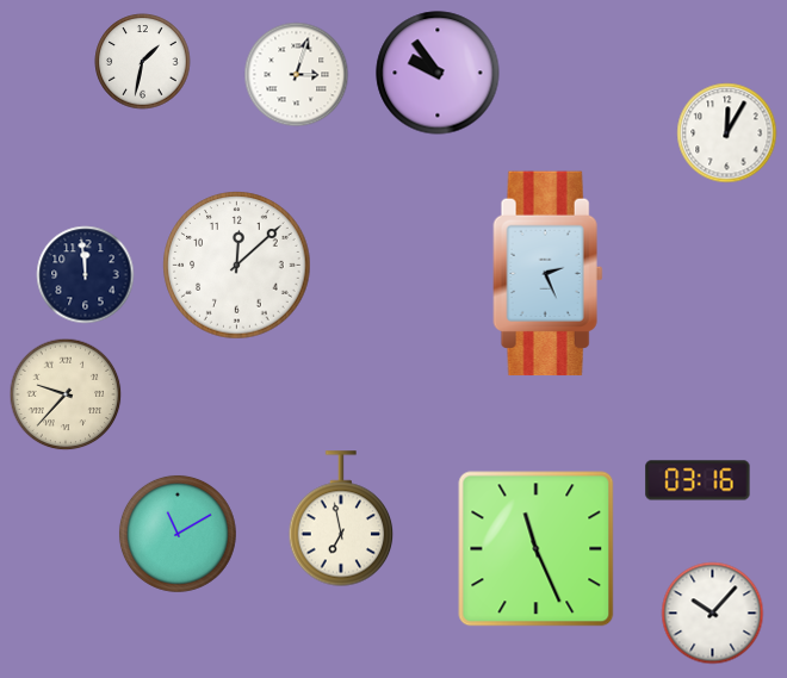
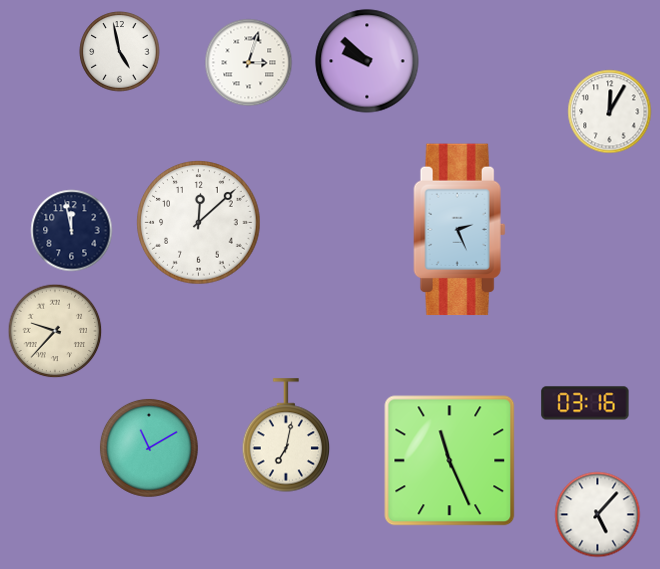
clock at (143, 62): 1:32 -> 4:58
clock at (438, 73): 9:54 -> 9:52
clock at (86, 275): 11:59 -> 11:58
clock at (341, 518): 6:58 -> 7:02
clock at (713, 614): 10:07 -> 5:07
